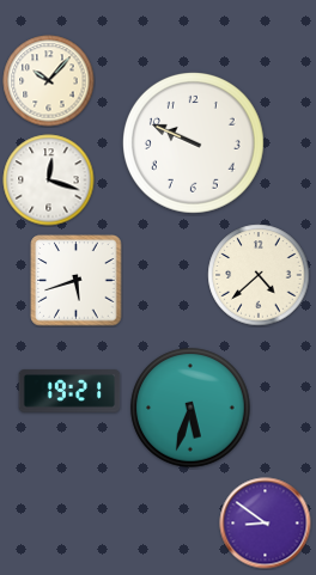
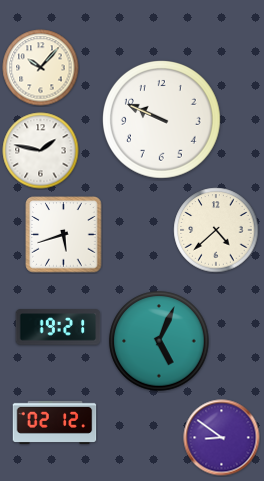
clock at (49, 181): 12:18 -> 1:47
clock at (190, 408): 5:33 -> 5:04
clock at (55, 422): none -> 02:12
